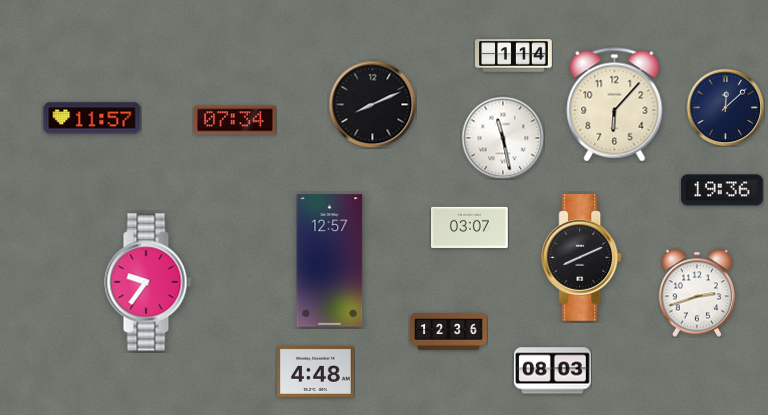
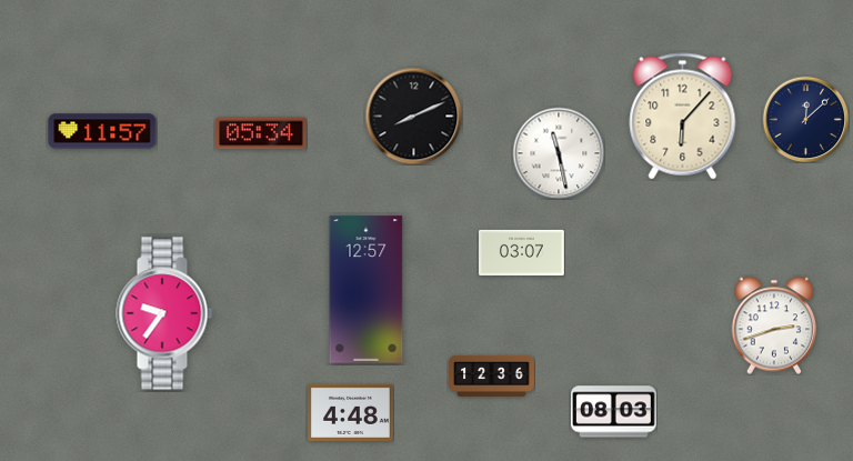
clock at (514, 56): 1:14 -> none
clock at (235, 120): 07:34 -> 05:34
clock at (722, 190): 19:36 -> none
clock at (582, 257): 8:11 -> none
clock at (449, 331) position: (449, 331) -> (492, 375)
